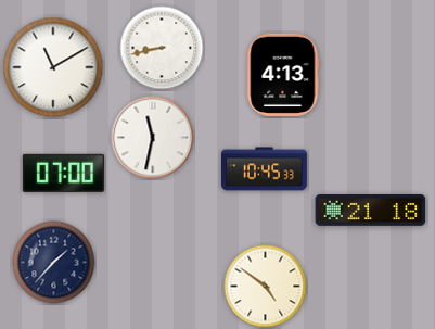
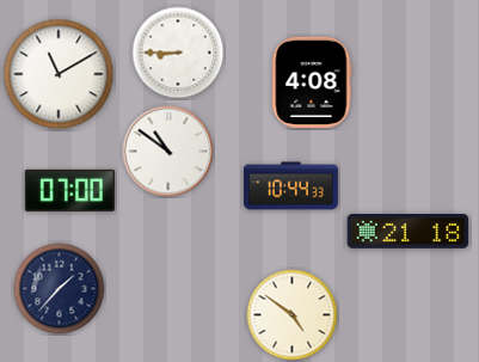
clock at (162, 48): 8:43 -> 8:45
clock at (283, 75): 4:13 -> 4:08
clock at (153, 138): 11:32 -> 10:51
clock at (264, 169): 10:45 -> 10:44
